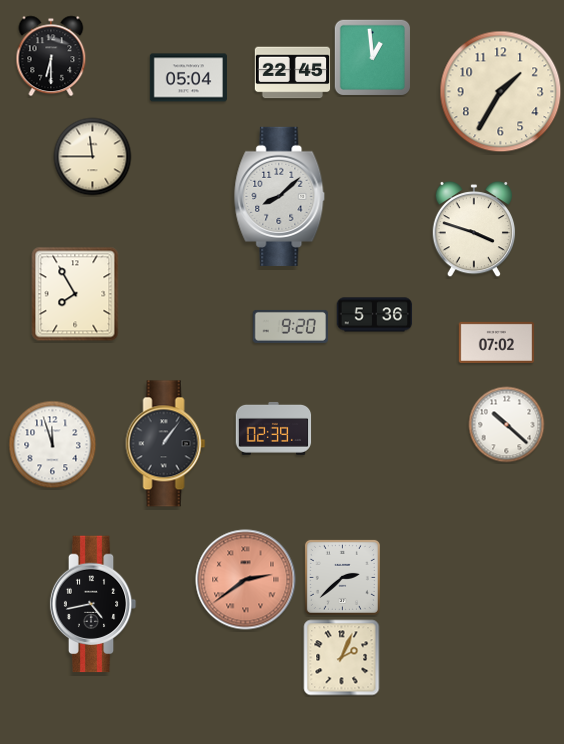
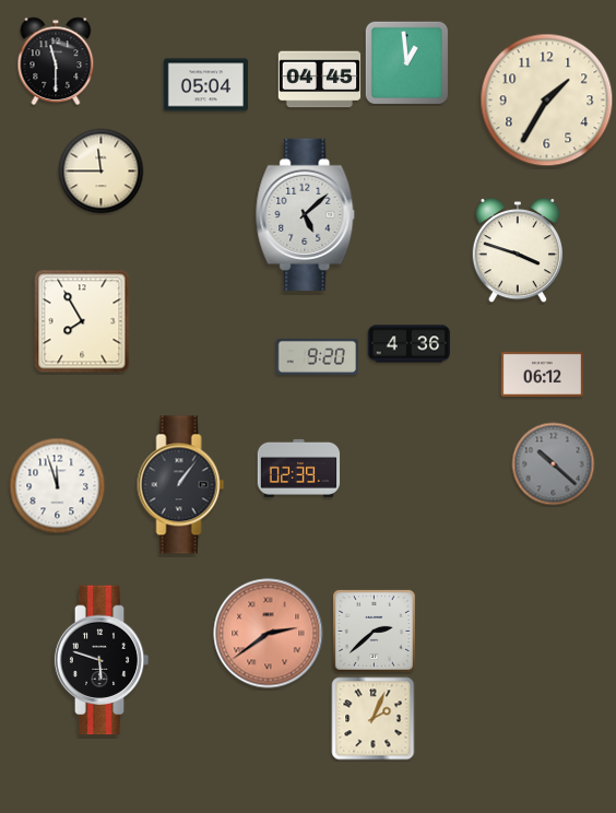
clock at (51, 56): 6:30 -> 11:30
clock at (293, 73): 22:45 -> 04:45
clock at (280, 196): 8:08 -> 5:08
clock at (375, 315): 5:36 -> 4:36
clock at (497, 342): 07:02 -> 06:12
clock at (507, 425) dial: white -> grey
clock at (93, 604): 4:43 -> 5:48
